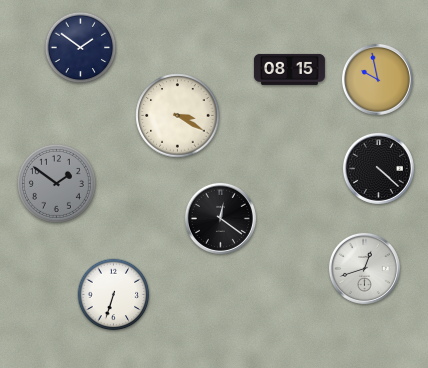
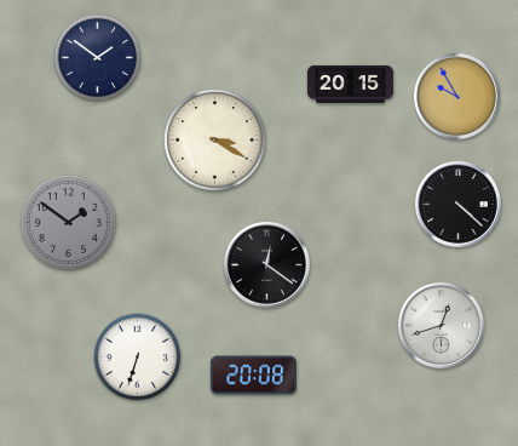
clock at (289, 69): 08:15 -> 20:15
clock at (377, 79): 9:58 -> 9:55
clock at (253, 376): none -> 20:08
